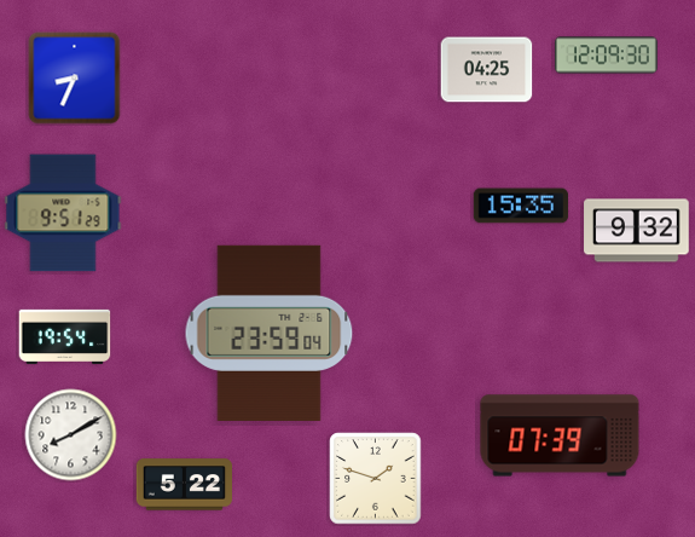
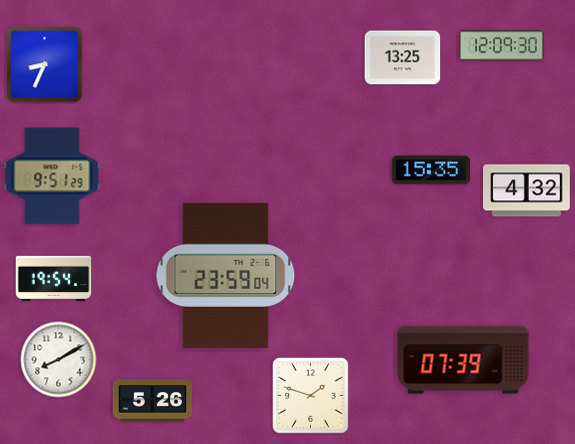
clock at (487, 70): 04:25 -> 13:25
clock at (75, 79) position: (75, 79) -> (45, 65)
clock at (637, 231): 9:32 -> 4:32
clock at (270, 333) position: (270, 333) -> (226, 275)
clock at (184, 485): 5:22 -> 5:26
